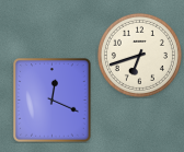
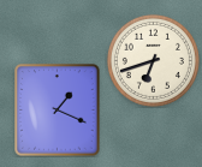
clock at (53, 101): 12:19 -> 1:19
